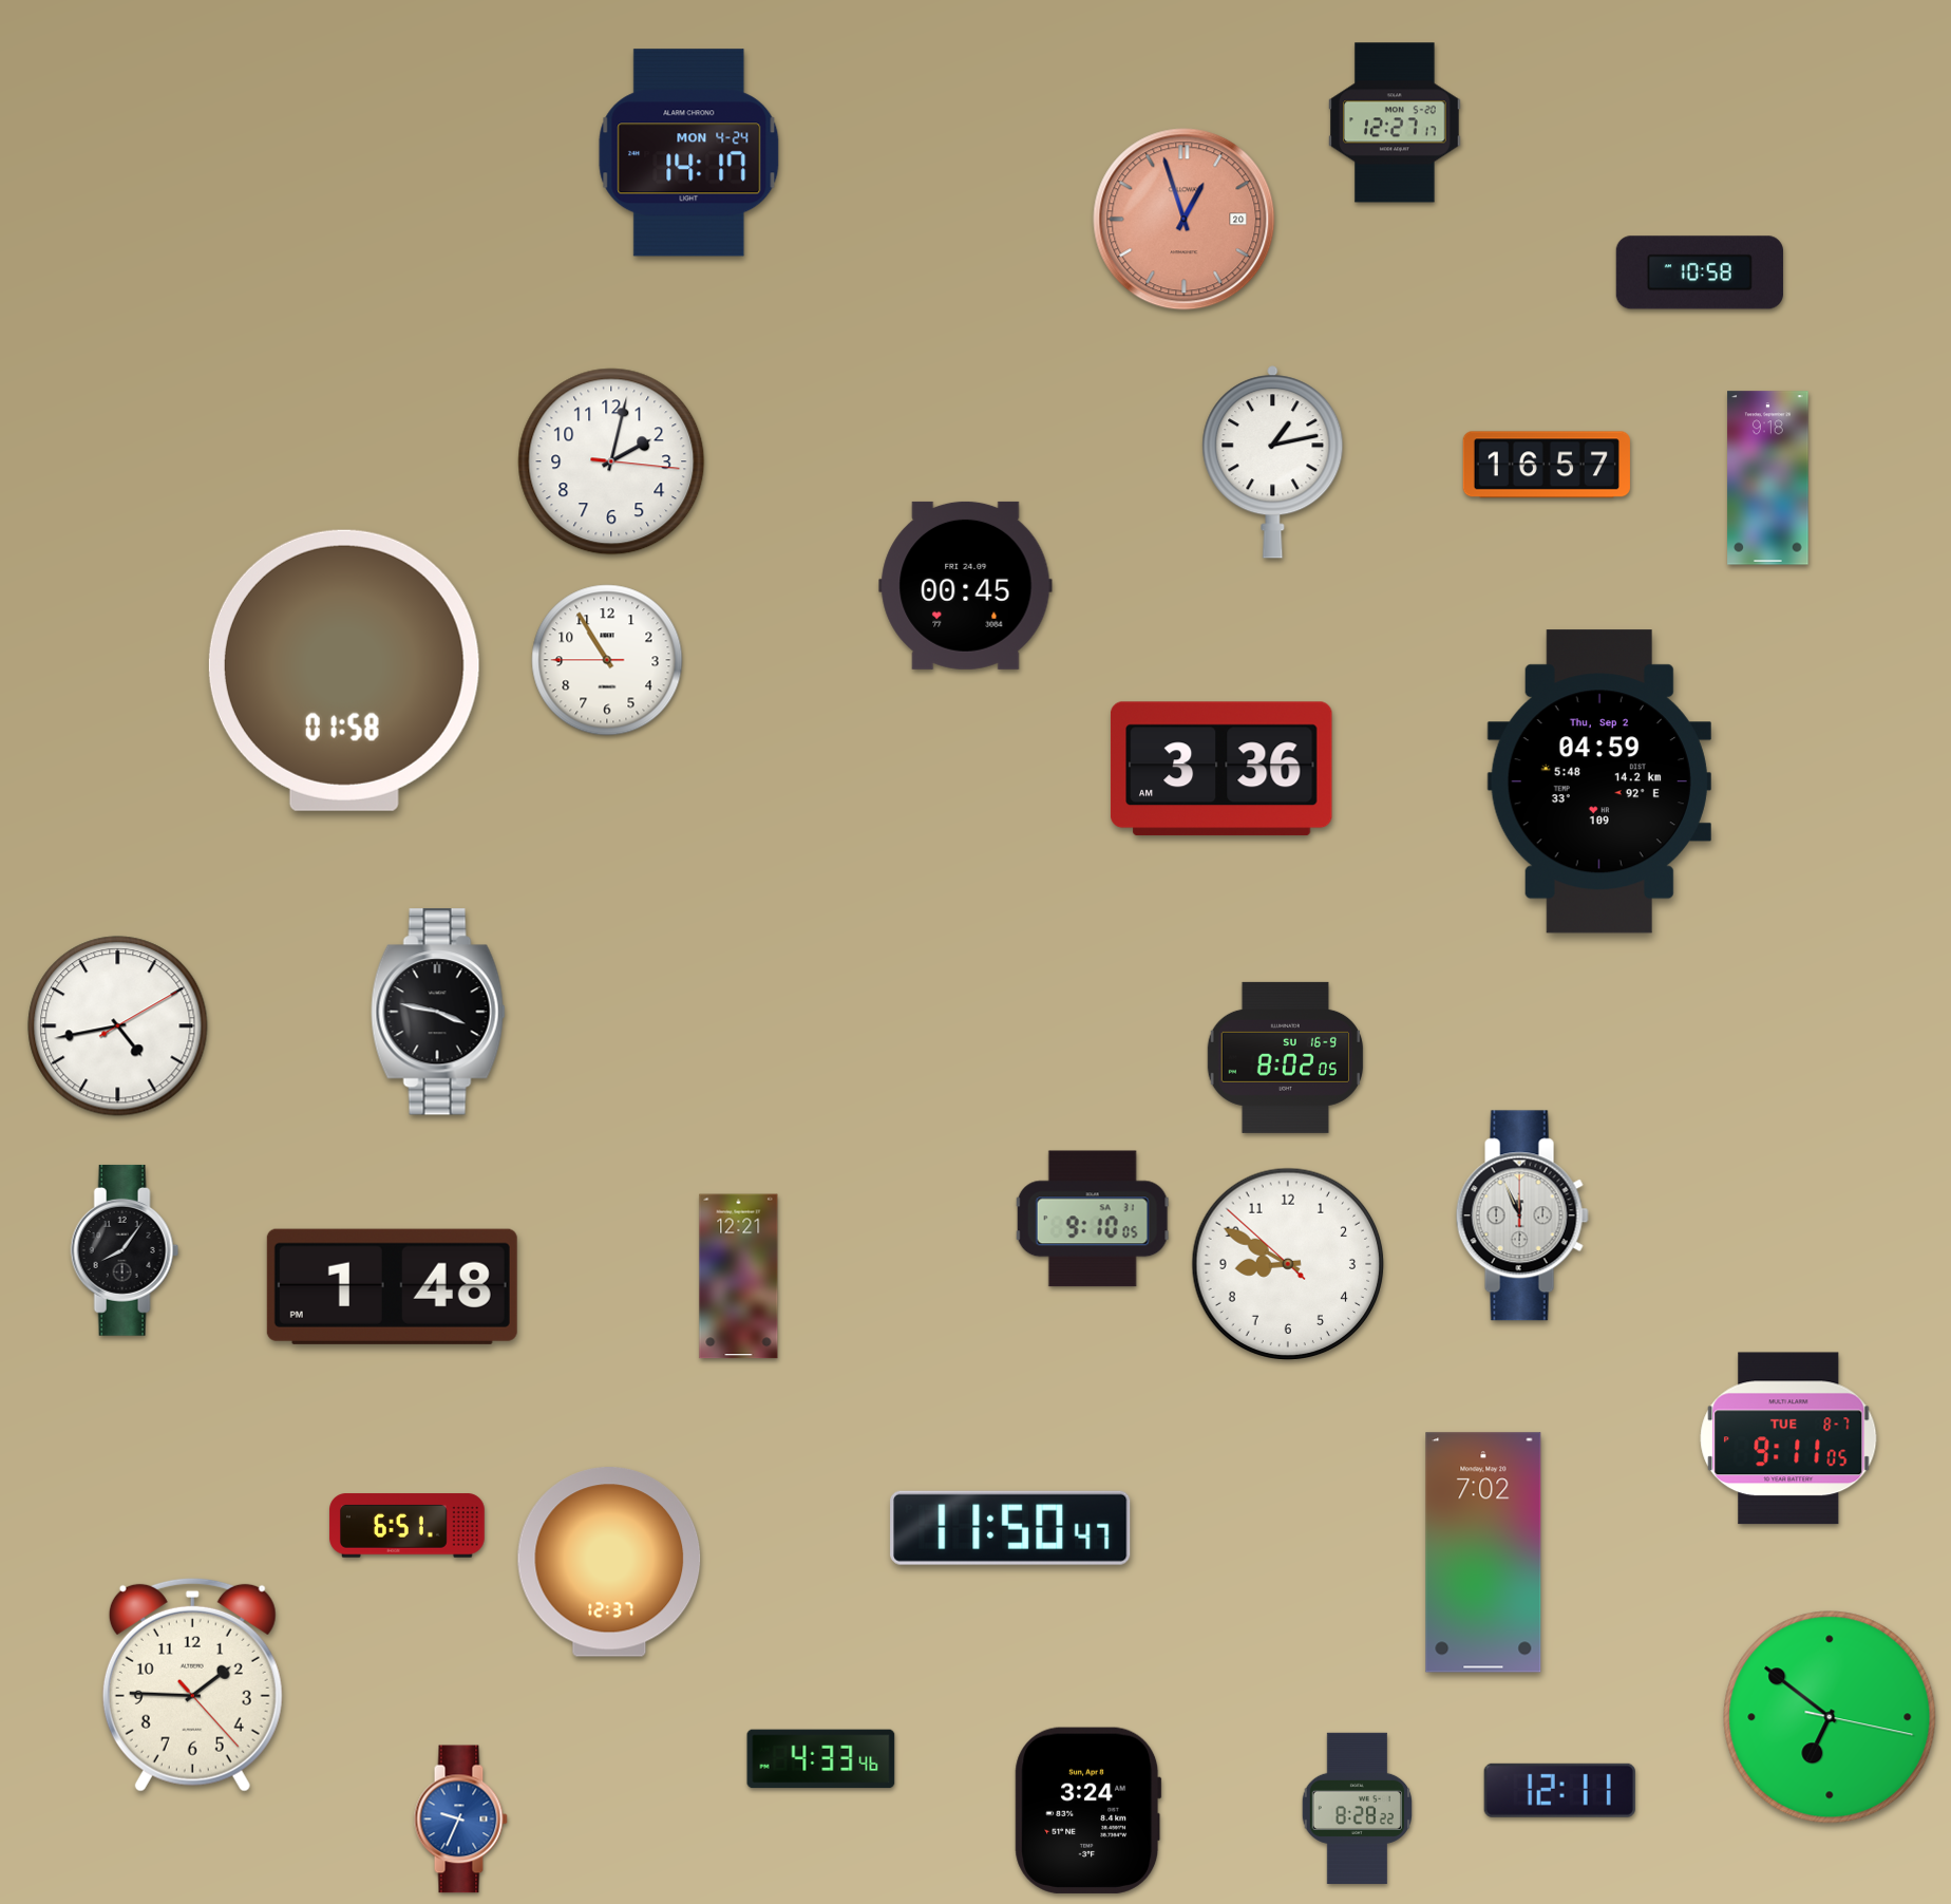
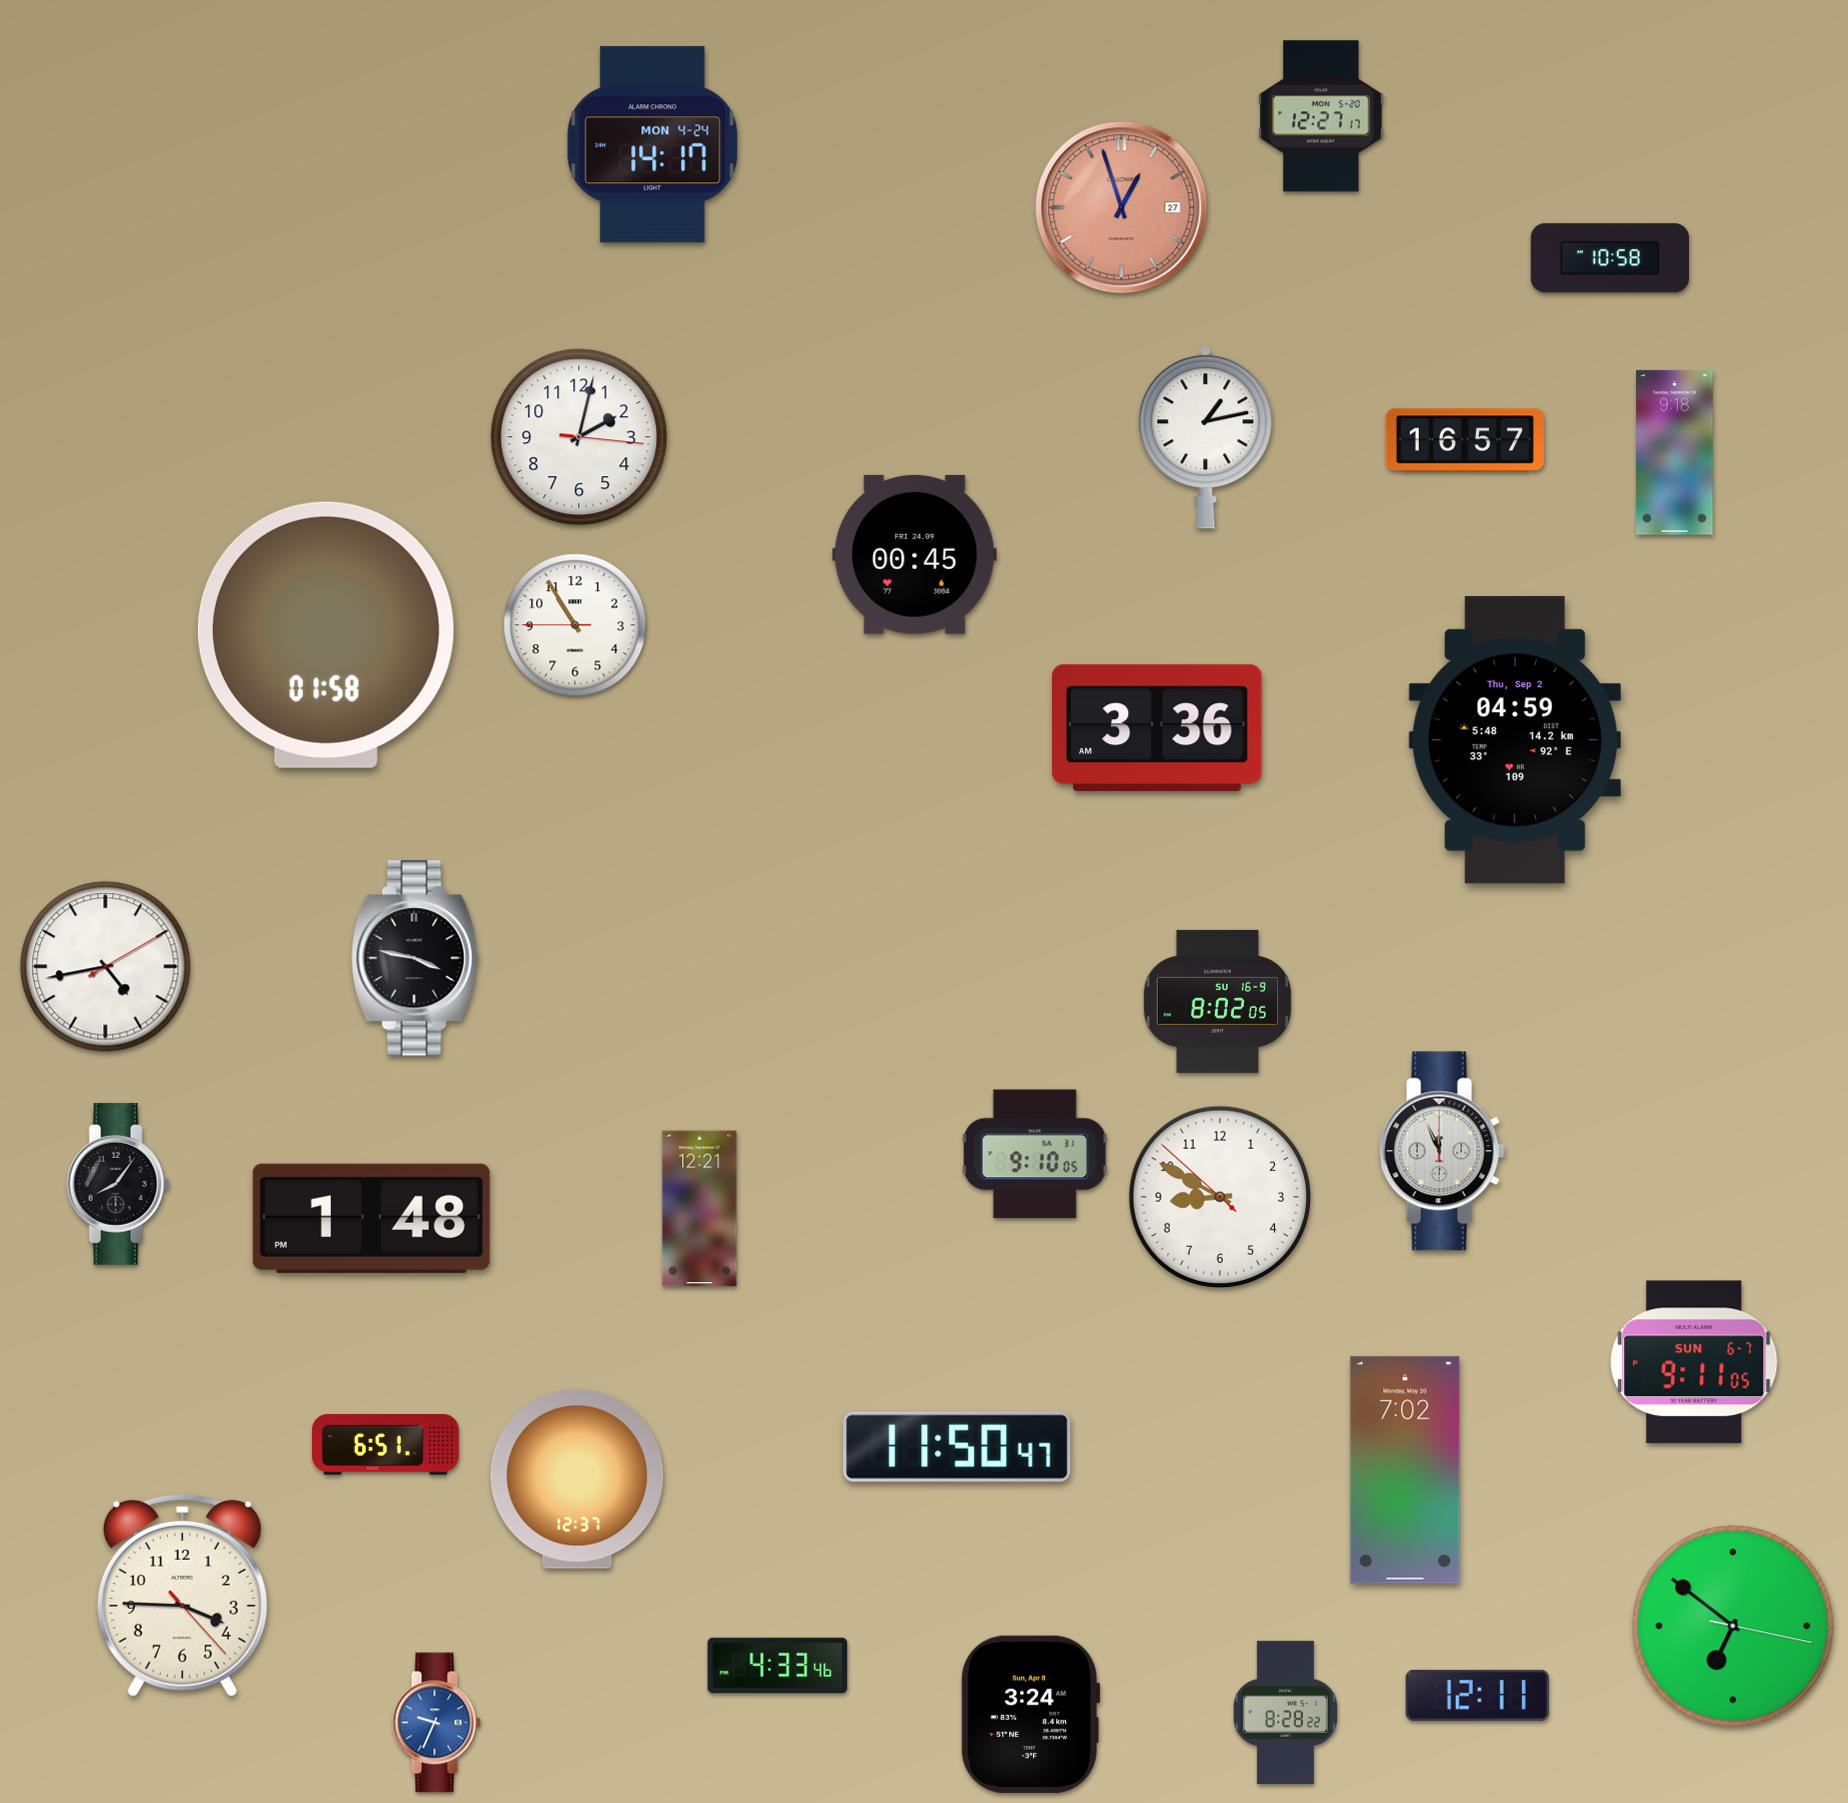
clock at (1185, 220) date: 20 -> 27
clock at (118, 1026) position: (118, 1026) -> (106, 967)
clock at (1788, 1438) date: TUE 8-7 -> SUN 6-7
clock at (192, 1684): 1:45 -> 3:45
